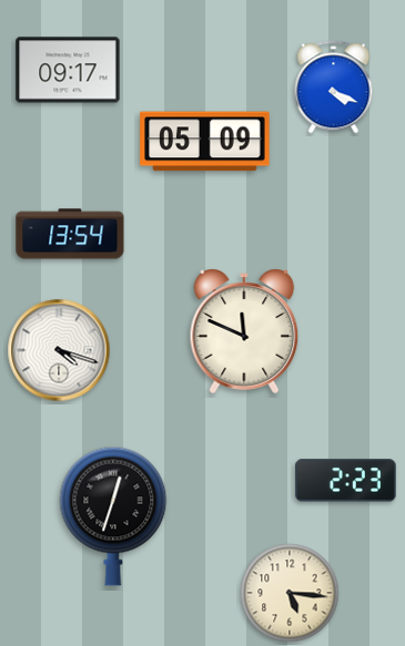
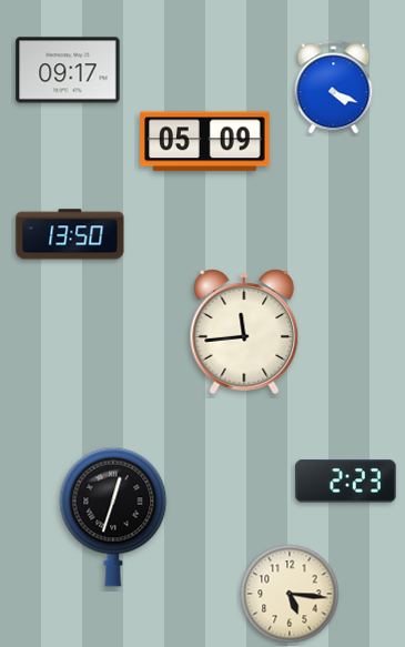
clock at (70, 234): 13:54 -> 13:50
clock at (244, 331): 11:49 -> 11:44
clock at (59, 350): 4:18 -> none
